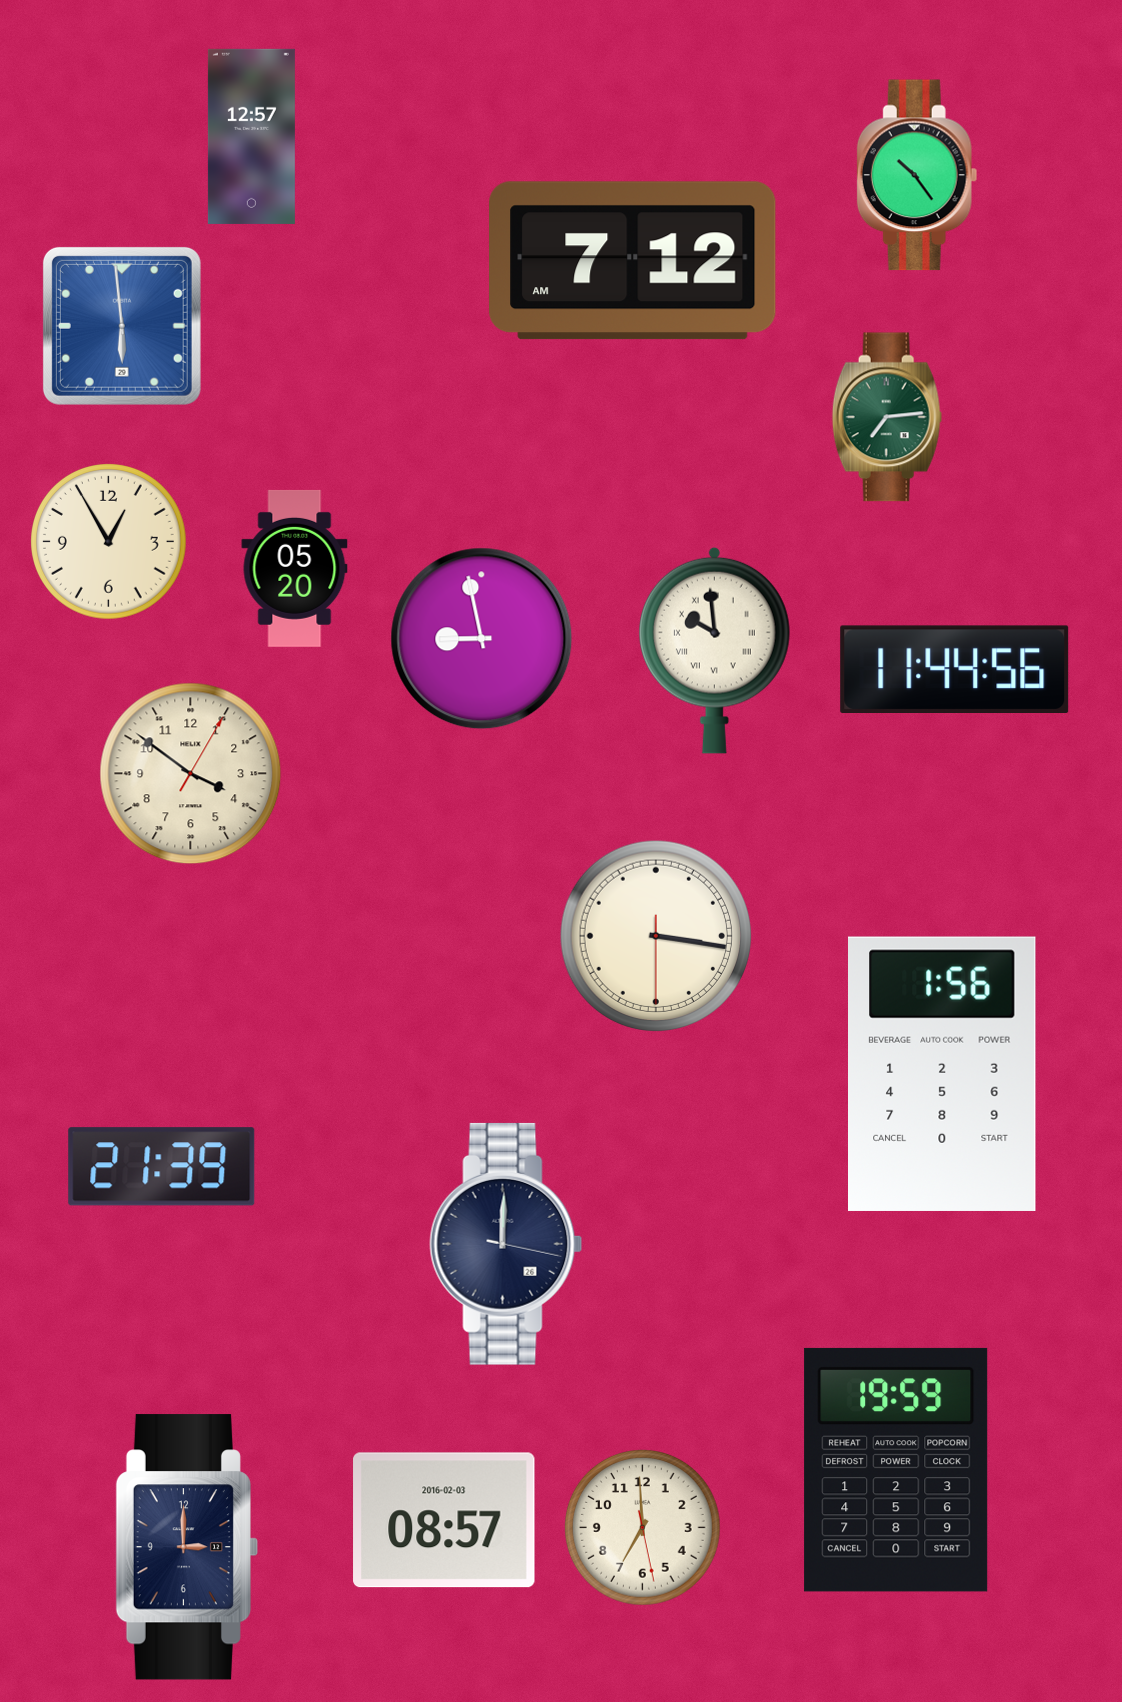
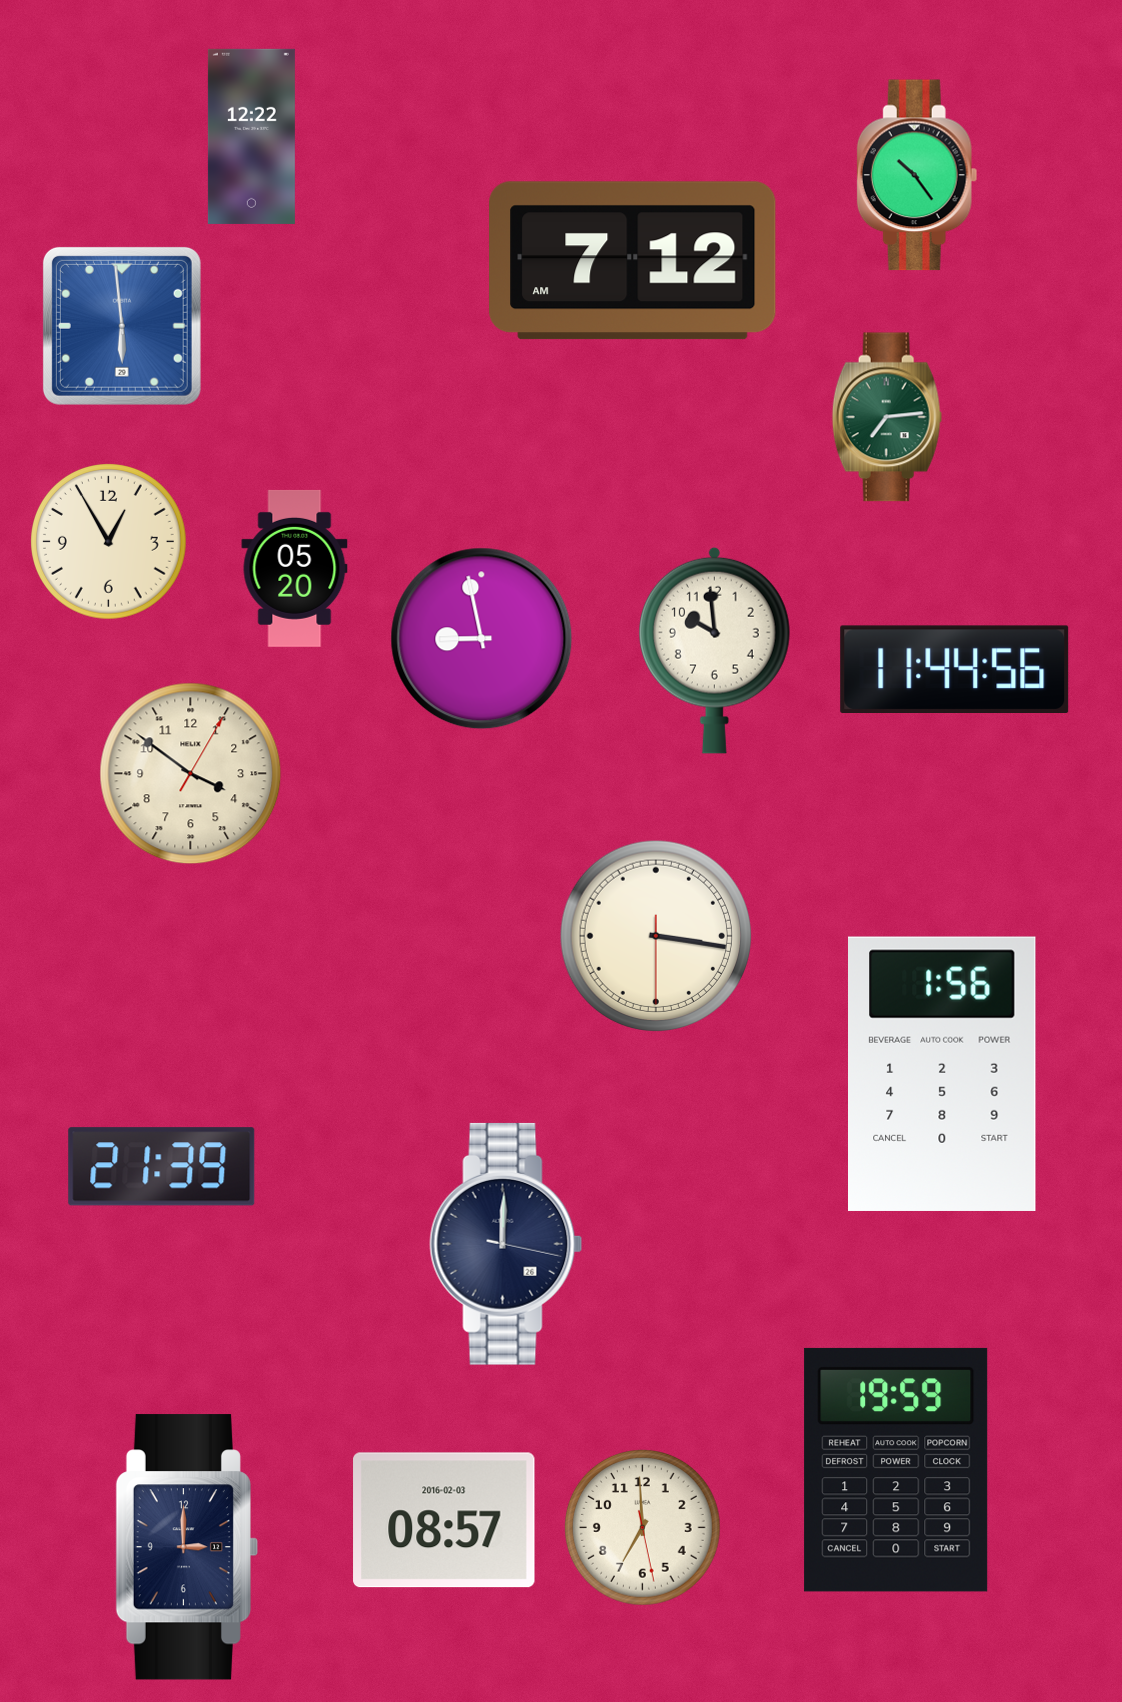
clock at (251, 136): 12:57 -> 12:22
clock at (714, 650) numerals: Roman -> Arabic
